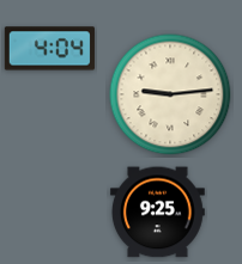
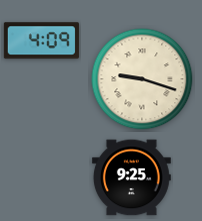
clock at (49, 49): 4:04 -> 4:09
clock at (170, 94): 9:14 -> 9:18
